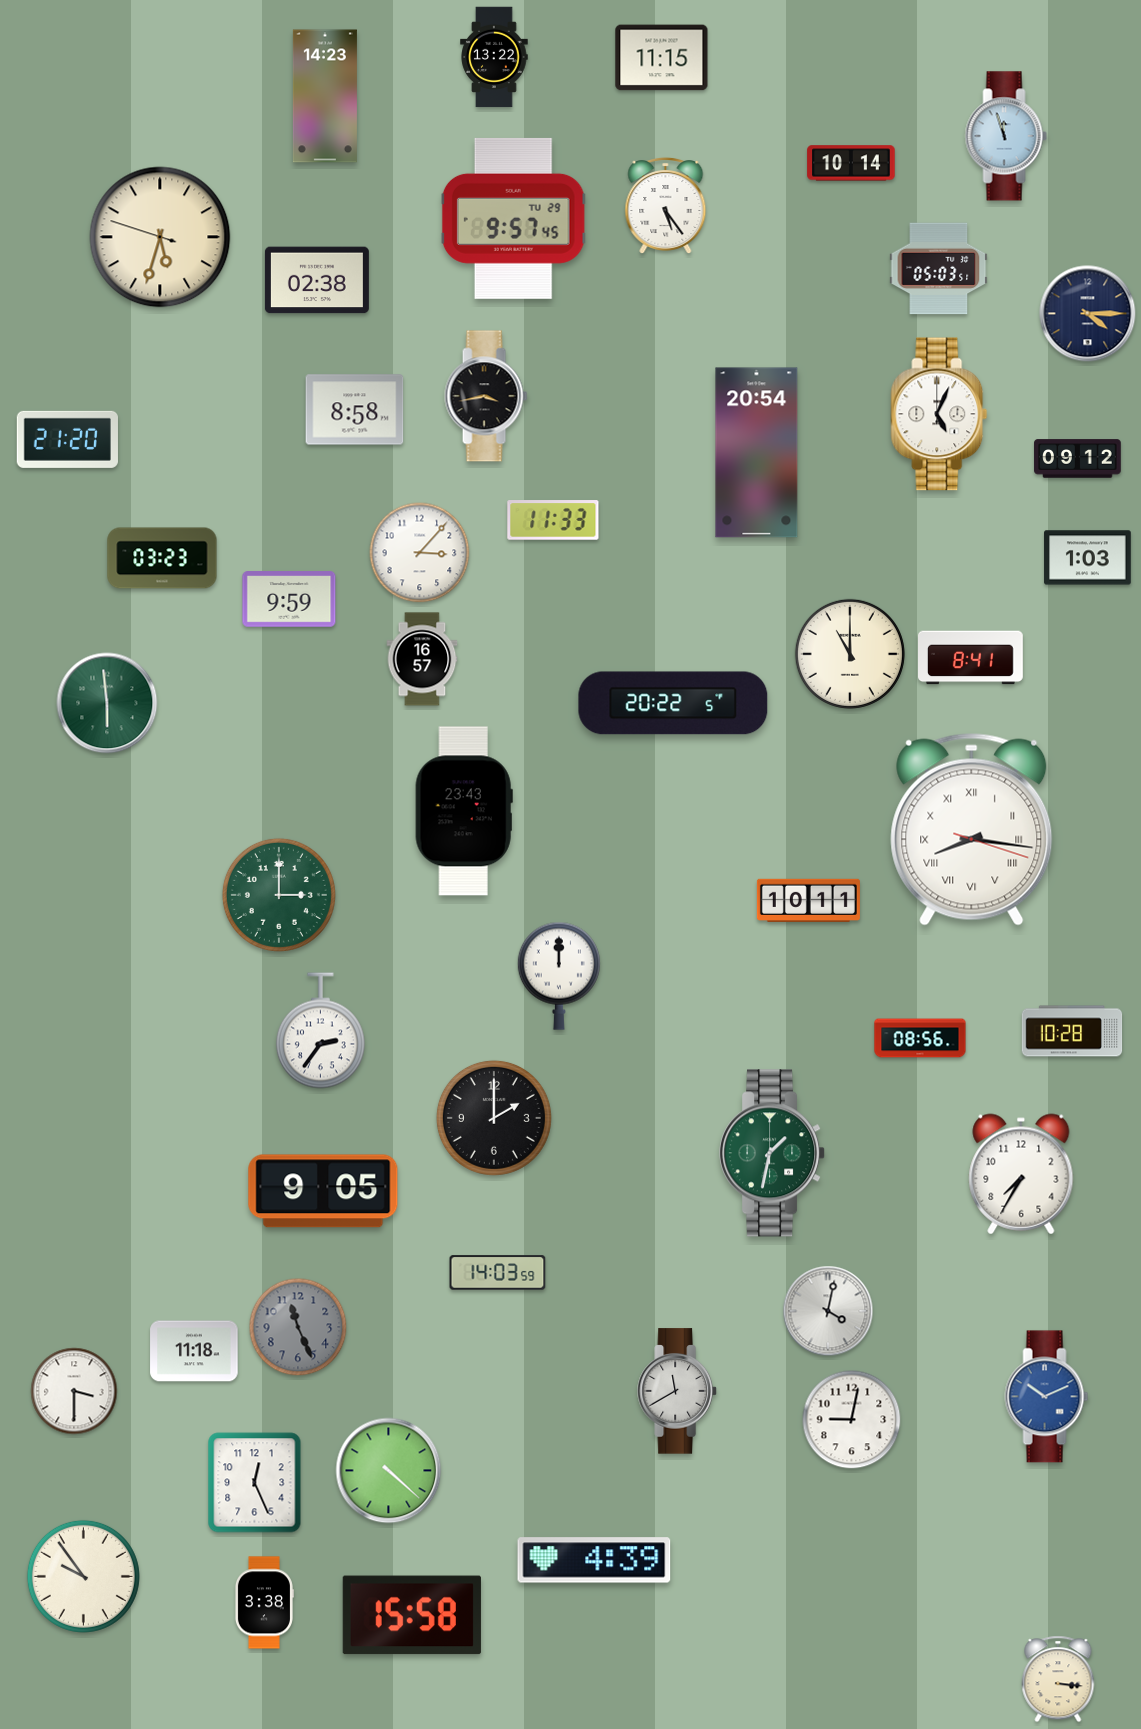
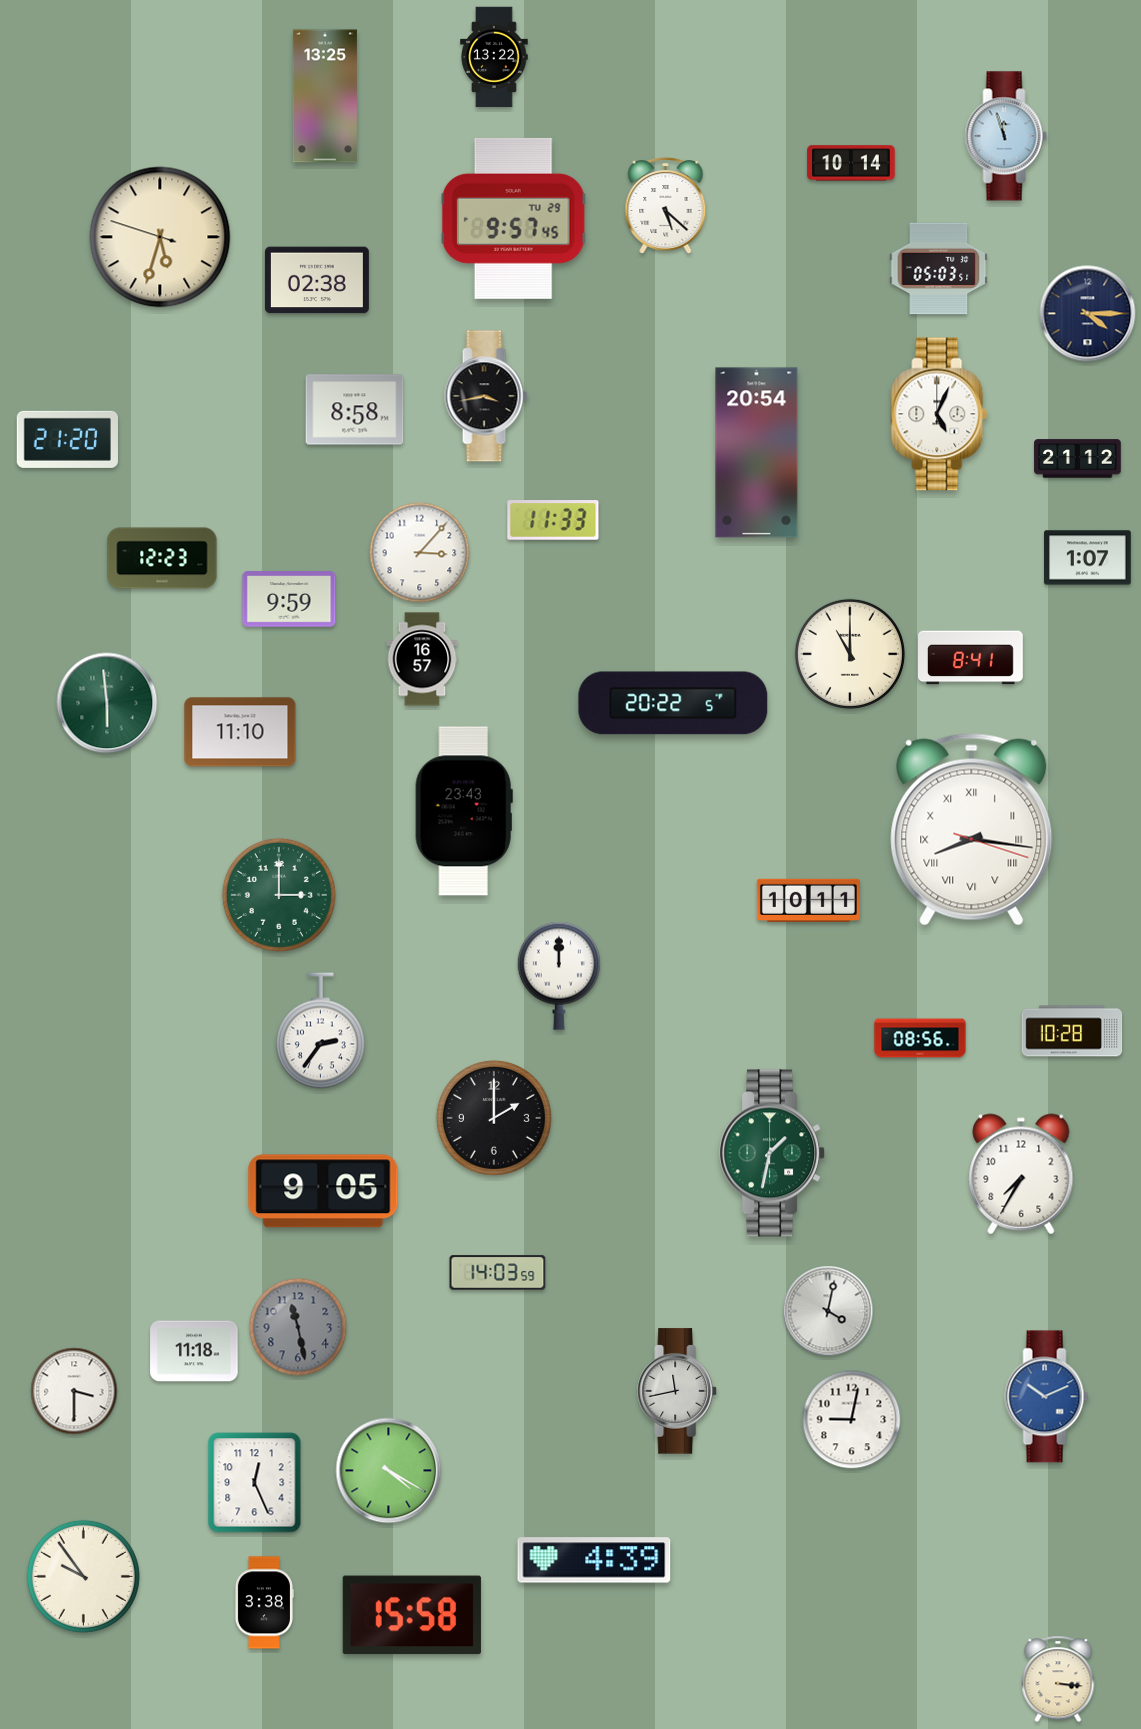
clock at (662, 58): 11:15 -> none
clock at (325, 96): 14:23 -> 13:25
clock at (666, 206): 5:24 -> 5:22
clock at (1078, 459): 09:12 -> 21:12
clock at (162, 558): 03:23 -> 12:23
clock at (1088, 558): 1:03 -> 1:07
clock at (240, 732): none -> 11:10
clock at (298, 1327): 11:26 -> 11:28
clock at (678, 1391): 11:40 -> 11:43
clock at (389, 1471): 4:22 -> 4:20
